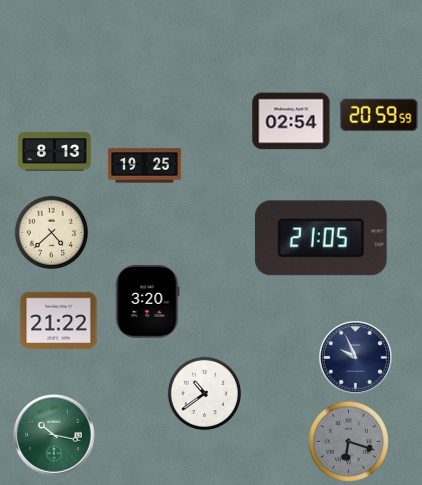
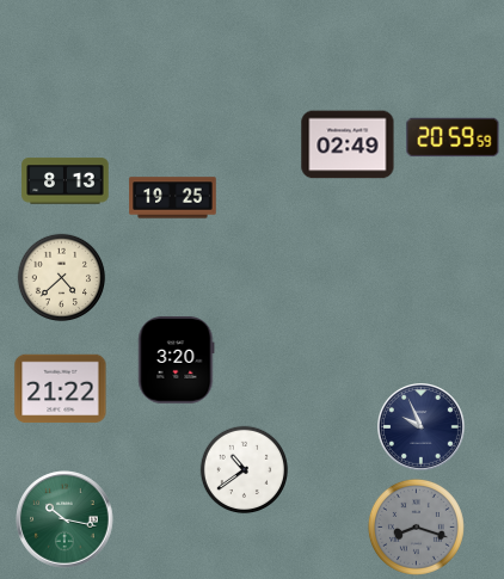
clock at (291, 121): 02:54 -> 02:49
clock at (321, 238): 21:05 -> none
clock at (59, 321) position: (59, 321) -> (61, 389)
clock at (356, 358) position: (356, 358) -> (422, 427)
clock at (348, 441): 6:18 -> 8:18
